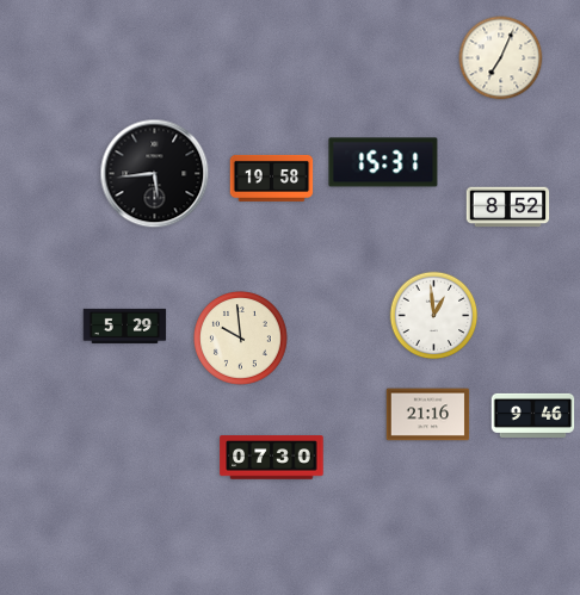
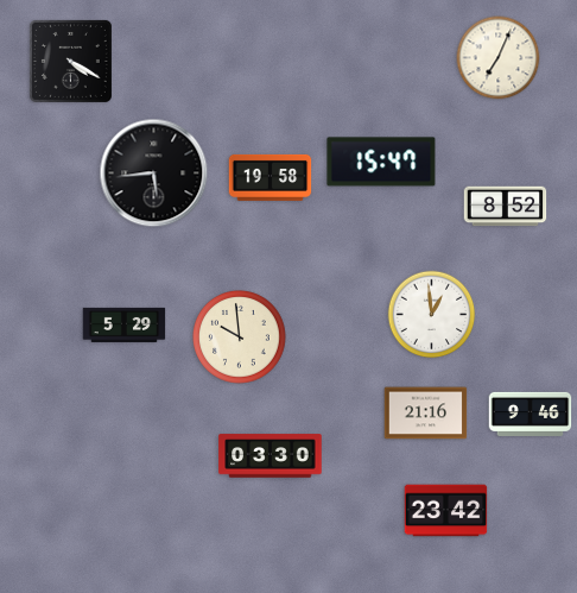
clock at (70, 61): none -> 4:20
clock at (383, 162): 15:31 -> 15:47
clock at (272, 458): 07:30 -> 03:30
clock at (446, 511): none -> 23:42
